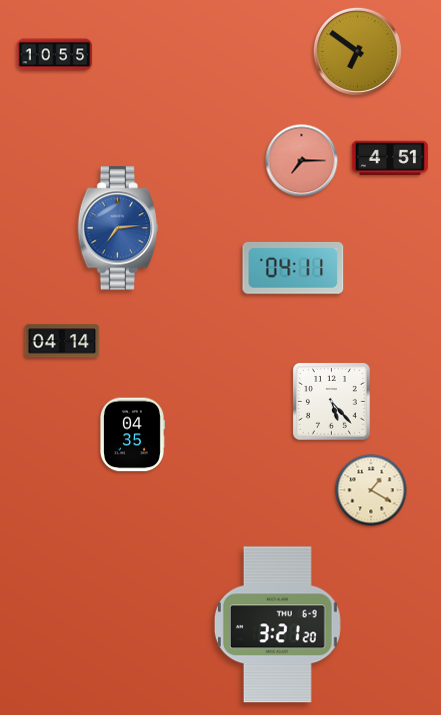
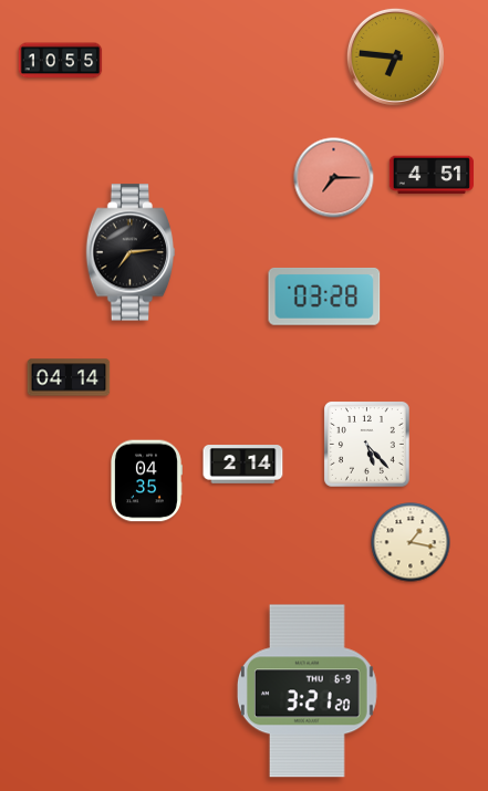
clock at (357, 51): 6:51 -> 6:46
clock at (118, 228) dial: blue -> black
clock at (293, 268): 04:11 -> 03:28
clock at (243, 465): none -> 2:14
clock at (371, 490): 1:20 -> 1:17
